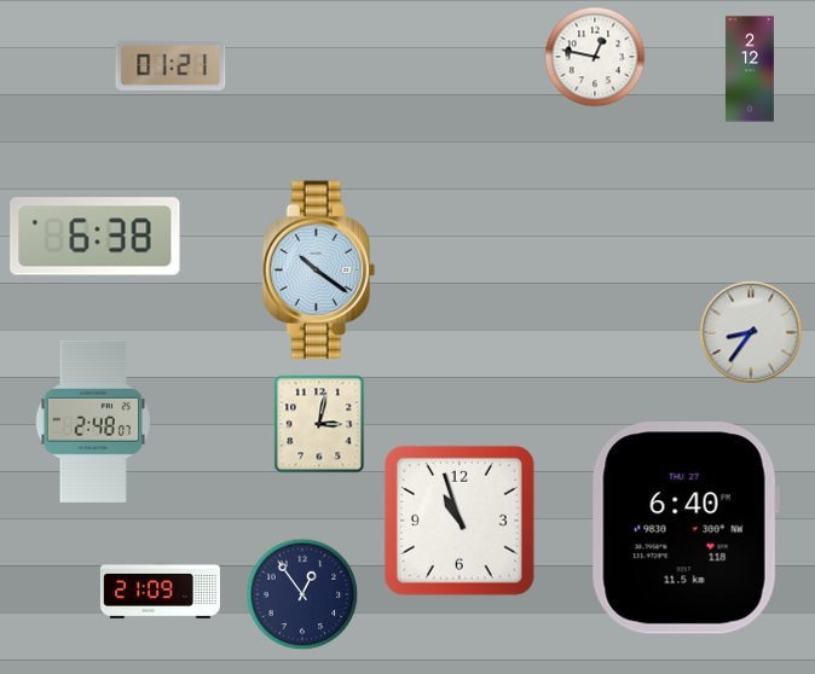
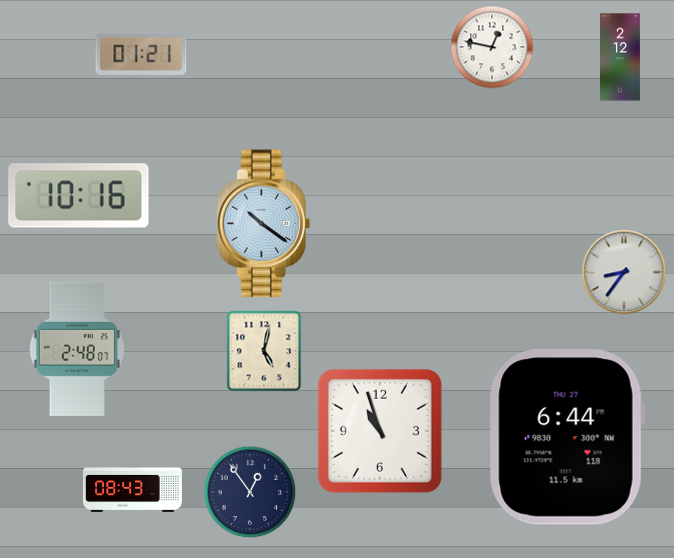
clock at (96, 237): 6:38 -> 10:16
clock at (751, 332) position: (751, 332) -> (624, 272)
clock at (319, 424): 3:02 -> 5:02
clock at (686, 528): 6:40 -> 6:44
clock at (160, 589): 21:09 -> 08:43
